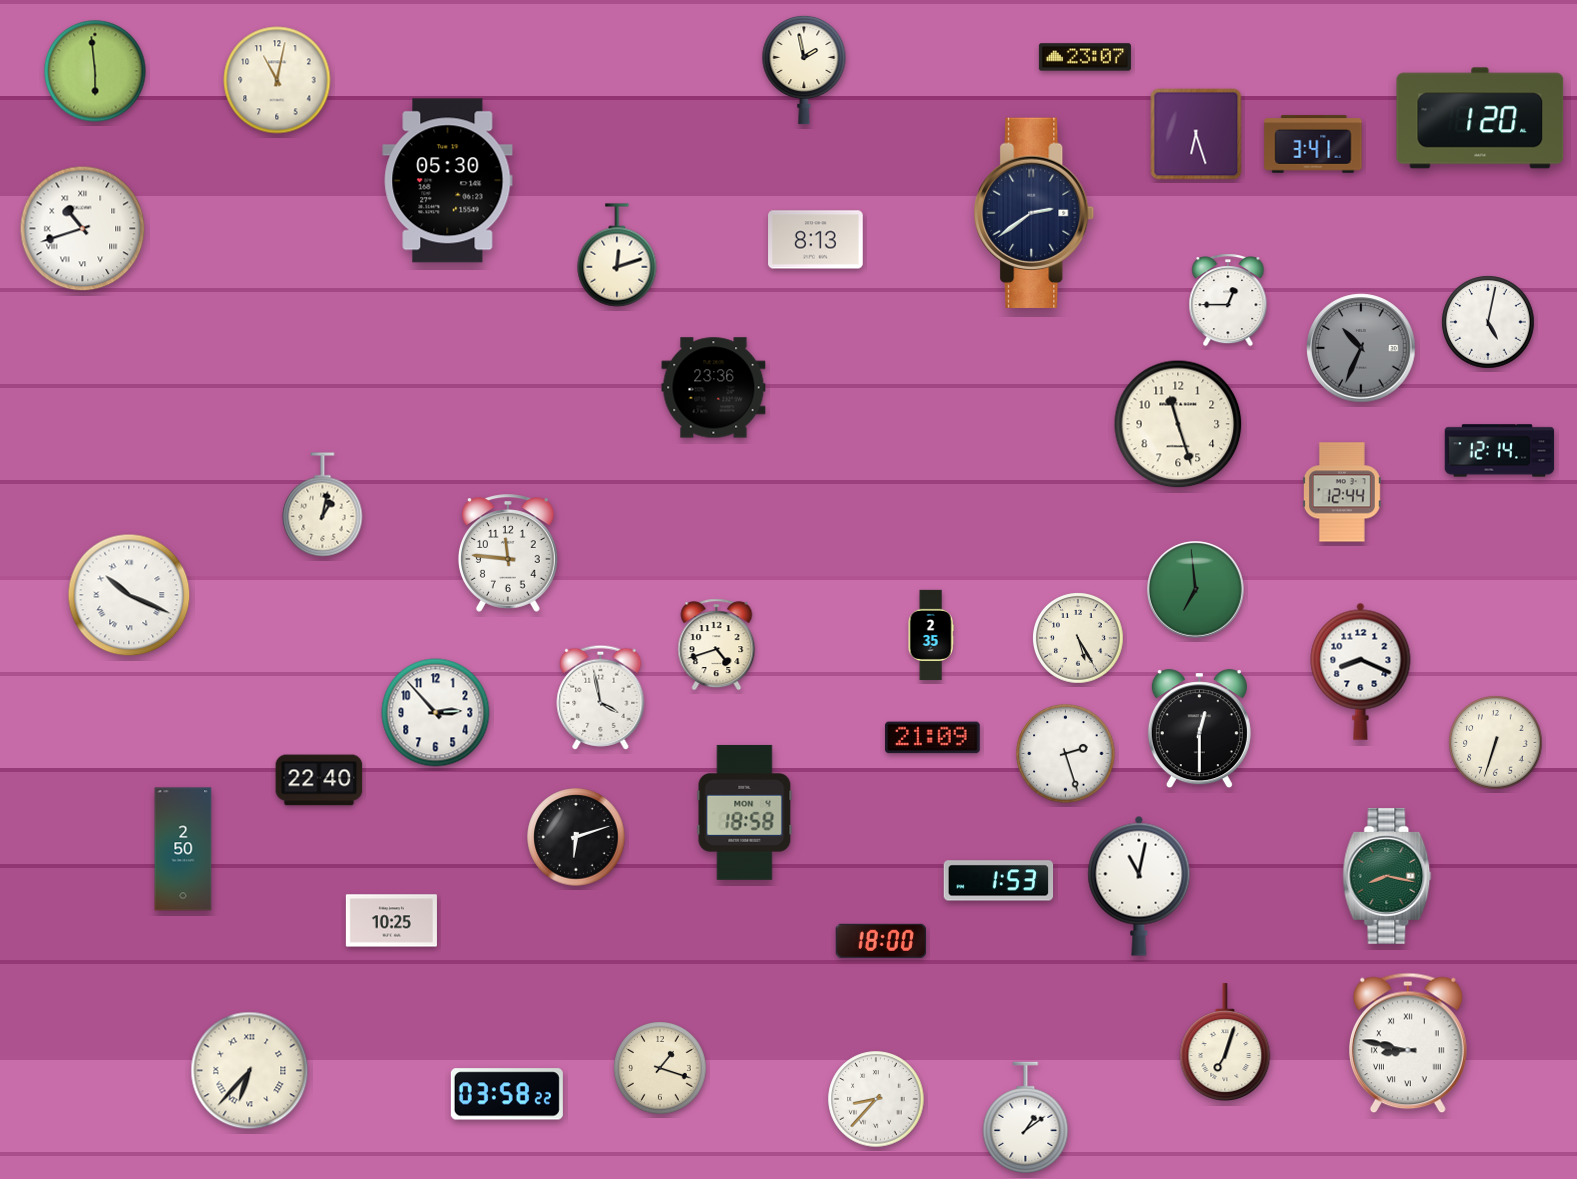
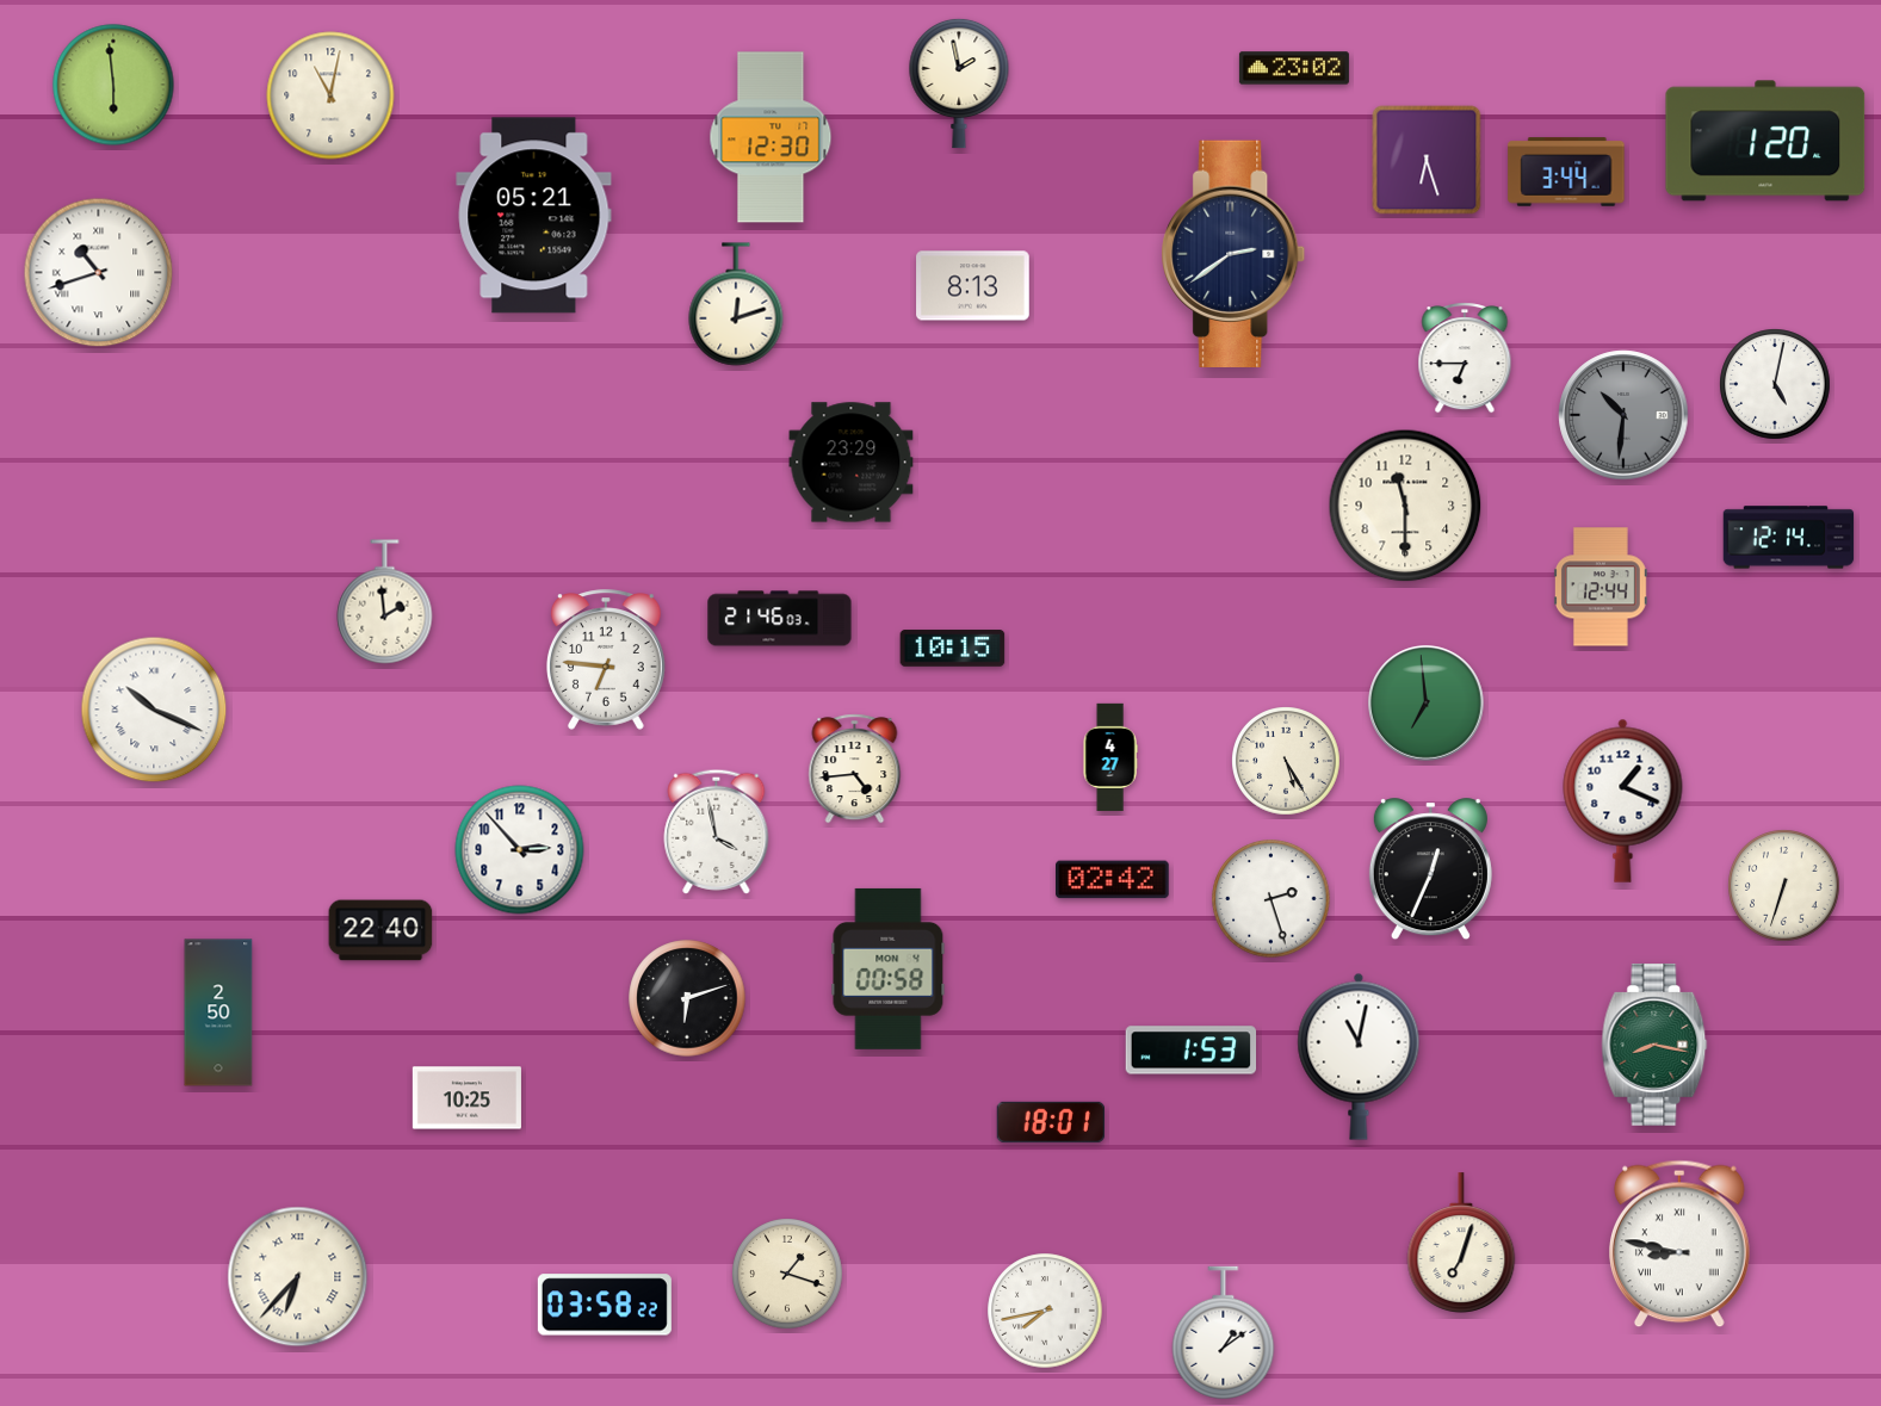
clock at (1085, 57): 23:07 -> 23:02
clock at (771, 137): none -> 12:30
clock at (1313, 144): 3:41 -> 3:44
clock at (448, 181): 05:30 -> 05:21
clock at (1228, 300): 12:45 -> 6:45
clock at (1361, 348): 10:34 -> 10:31
clock at (714, 388): 23:36 -> 23:29
clock at (1178, 424): 11:27 -> 11:30
clock at (323, 505): 1:02 -> 1:59
clock at (780, 619): none -> 21:46
clock at (953, 649): none -> 10:15
clock at (508, 553): 11:46 -> 6:46
clock at (931, 635): 2:35 -> 4:27
clock at (717, 645): 4:42 -> 4:44
clock at (1361, 671): 8:19 -> 1:19
clock at (1199, 729): 12:30 -> 12:34
clock at (933, 738): 21:09 -> 02:42
clock at (745, 812): 18:58 -> 00:58
clock at (881, 941): 18:00 -> 18:01
clock at (876, 1099): 8:37 -> 7:43
